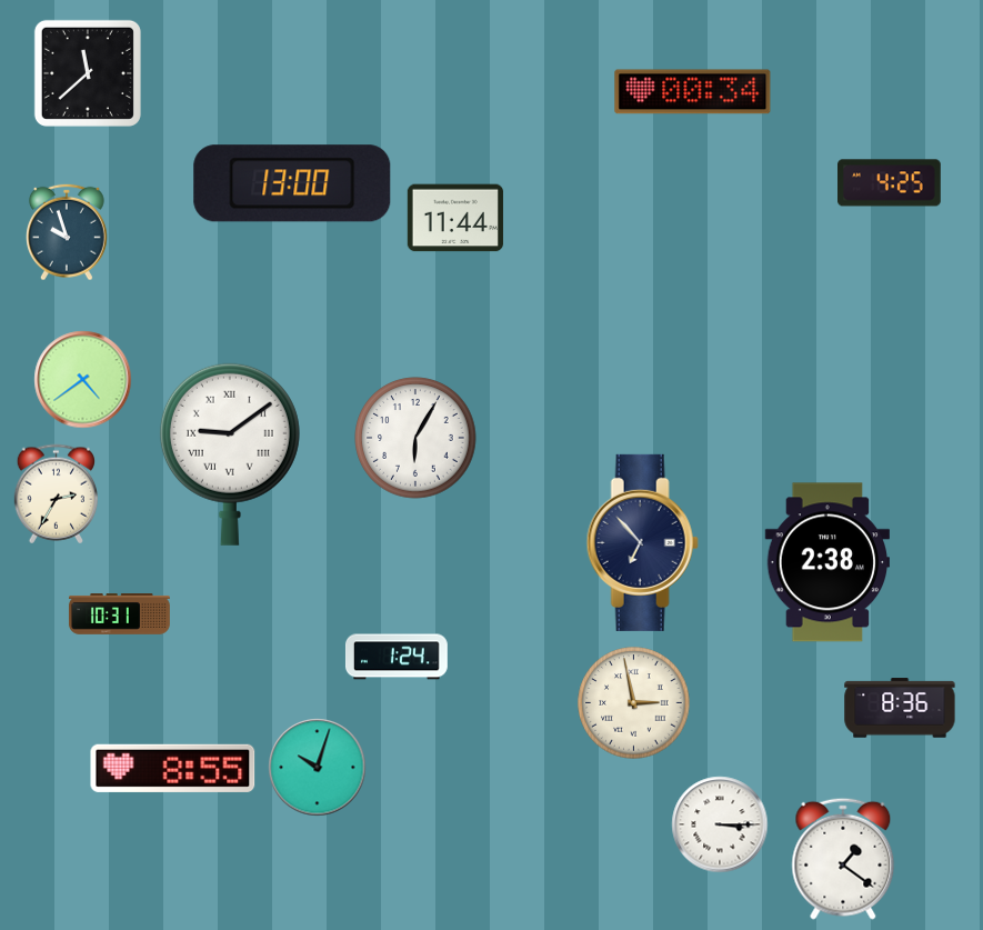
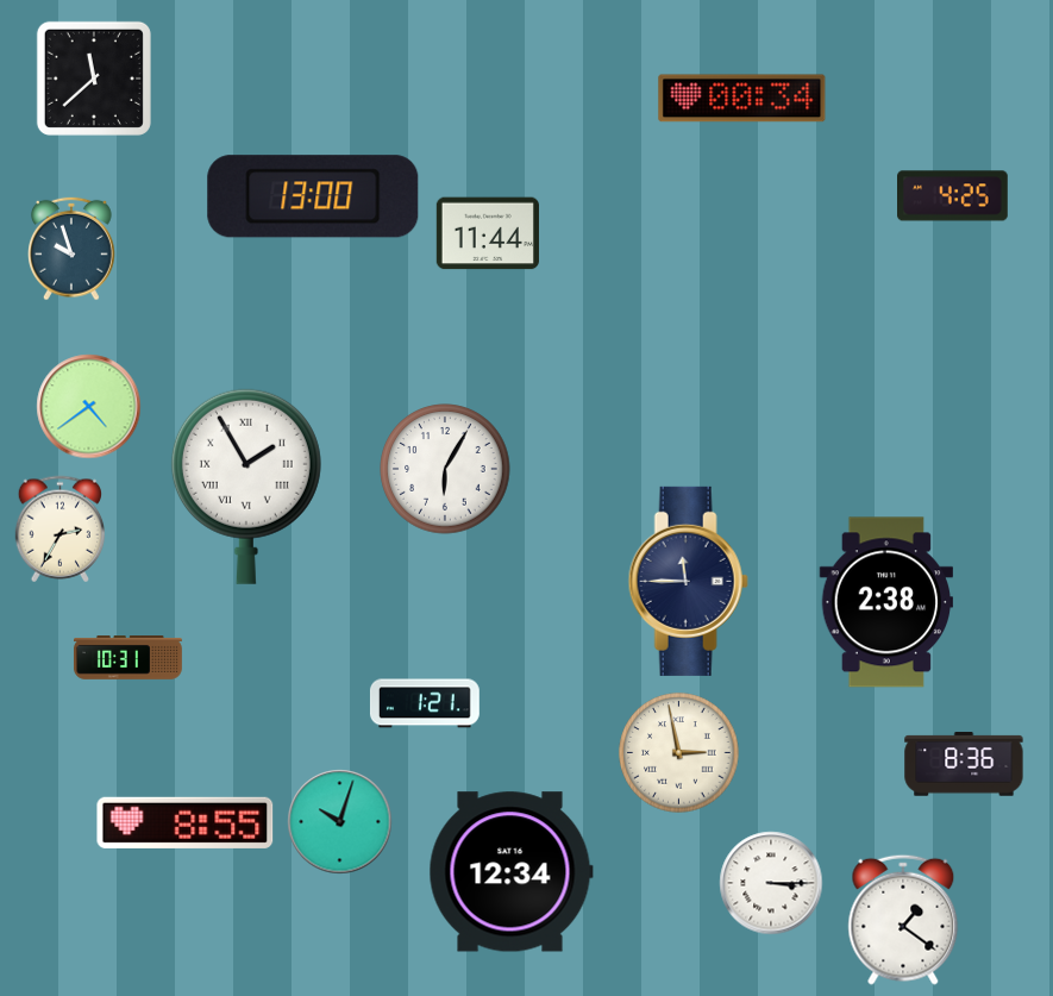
clock at (230, 454): 9:09 -> 1:55
clock at (642, 542): 6:53 -> 11:45
clock at (397, 657): 1:24 -> 1:21
clock at (900, 708) position: (900, 708) -> (964, 764)
clock at (510, 872): none -> 12:34
